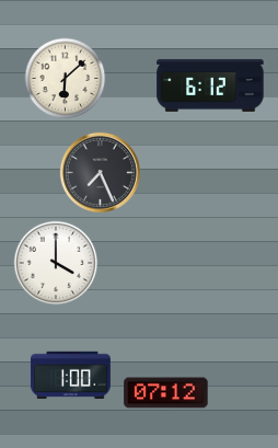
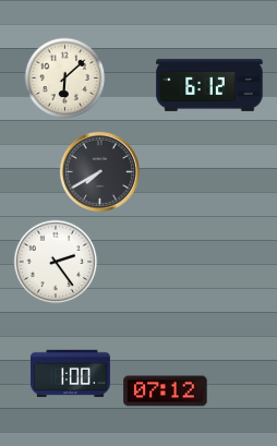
clock at (100, 172): 7:26 -> 7:40
clock at (56, 263): 4:00 -> 2:24
